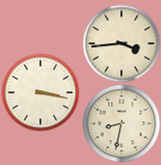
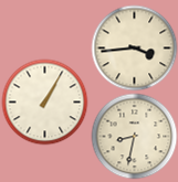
clock at (40, 92): 3:17 -> 1:05
